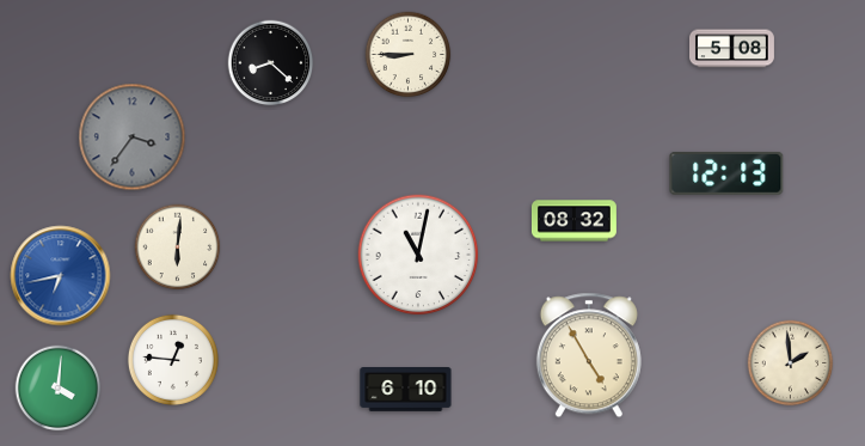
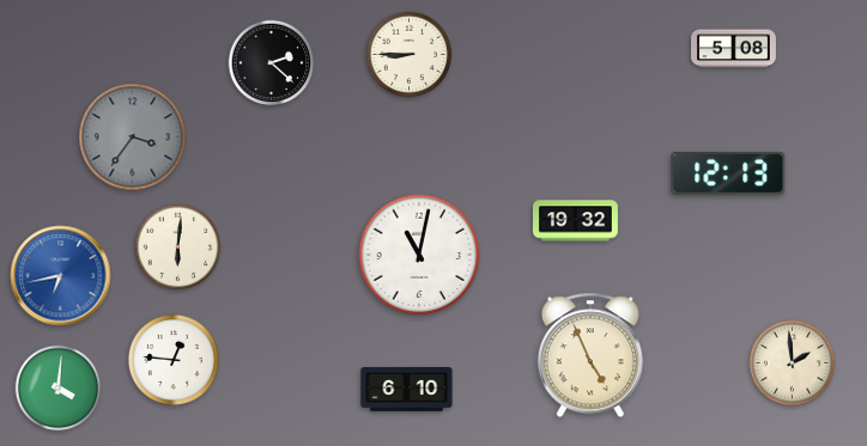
clock at (271, 63): 8:22 -> 2:22
clock at (573, 221): 08:32 -> 19:32
clock at (589, 355): 4:55 -> 4:56
